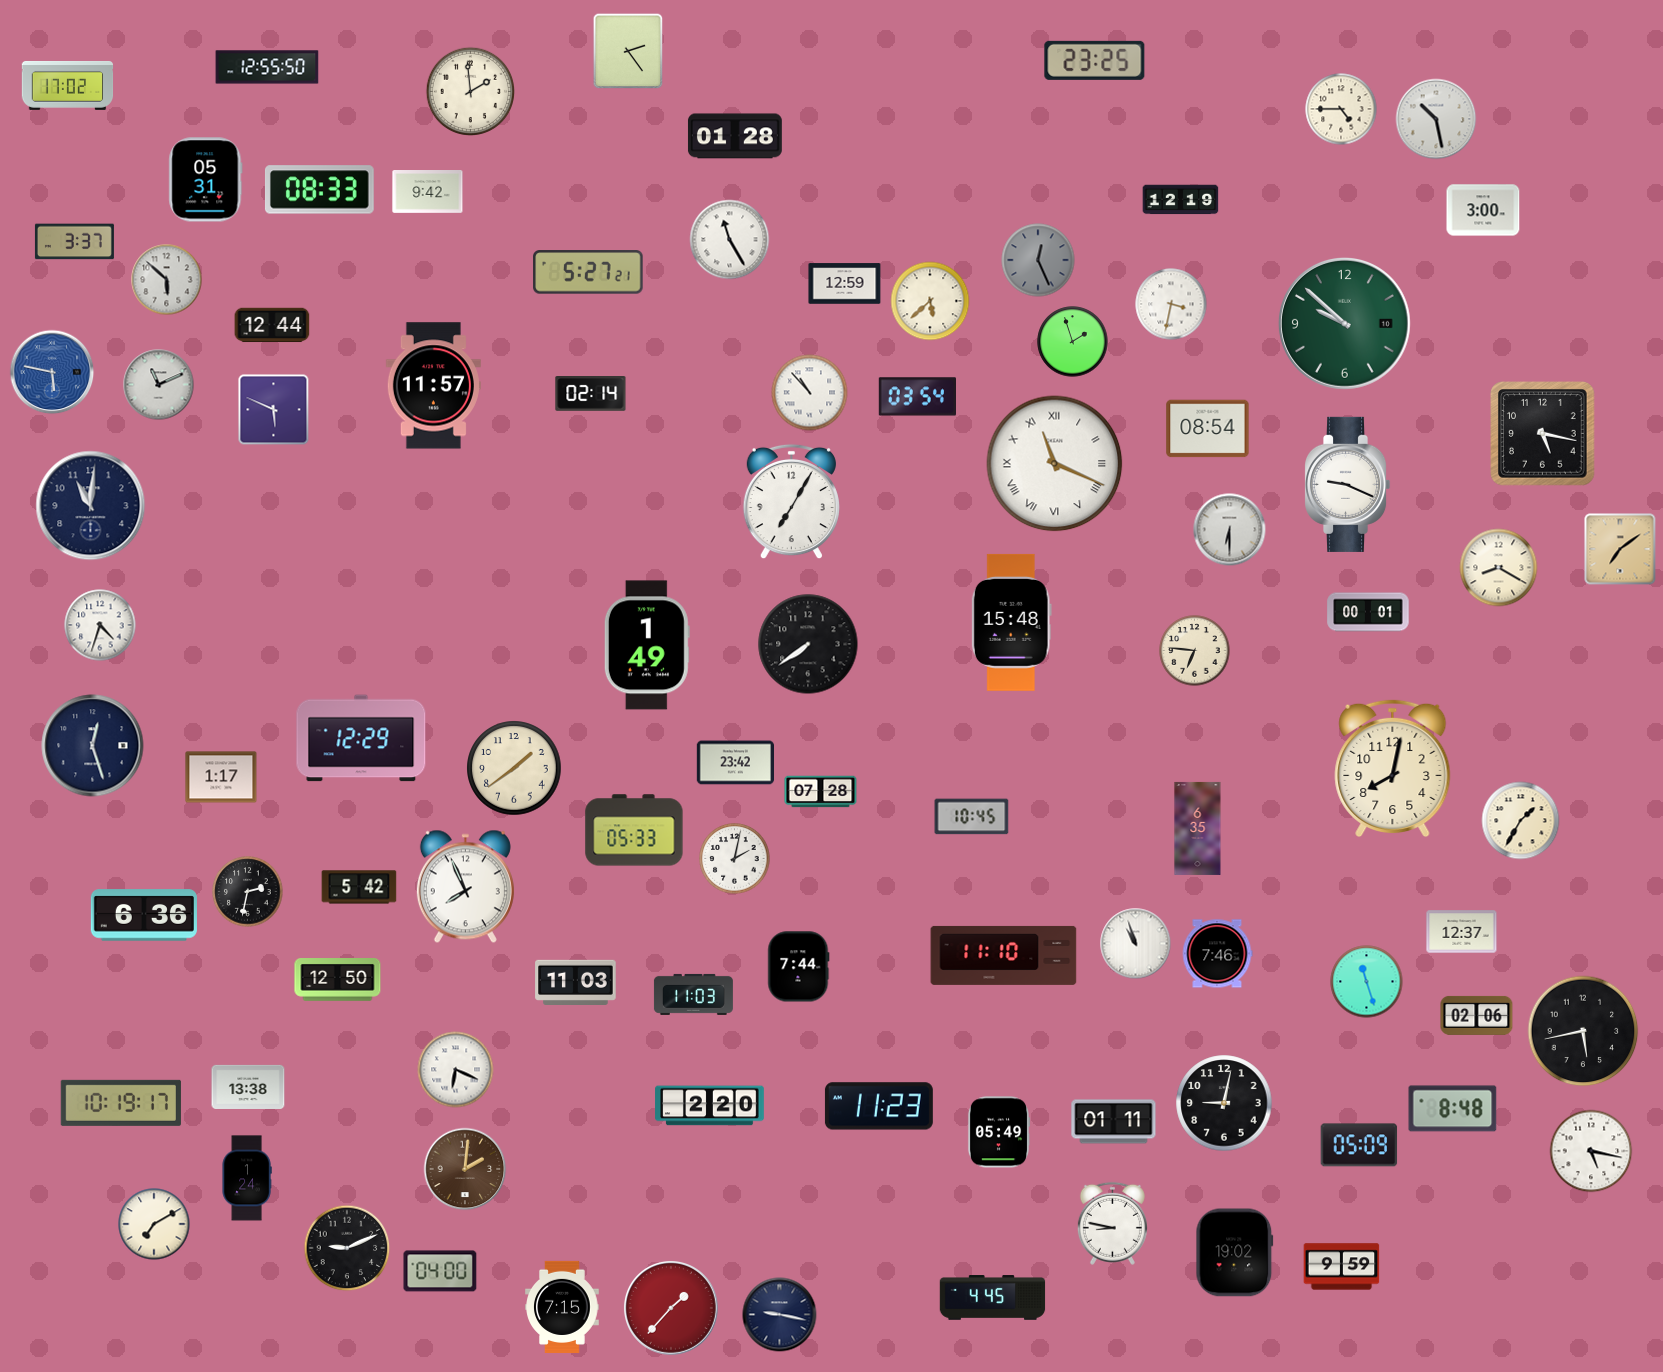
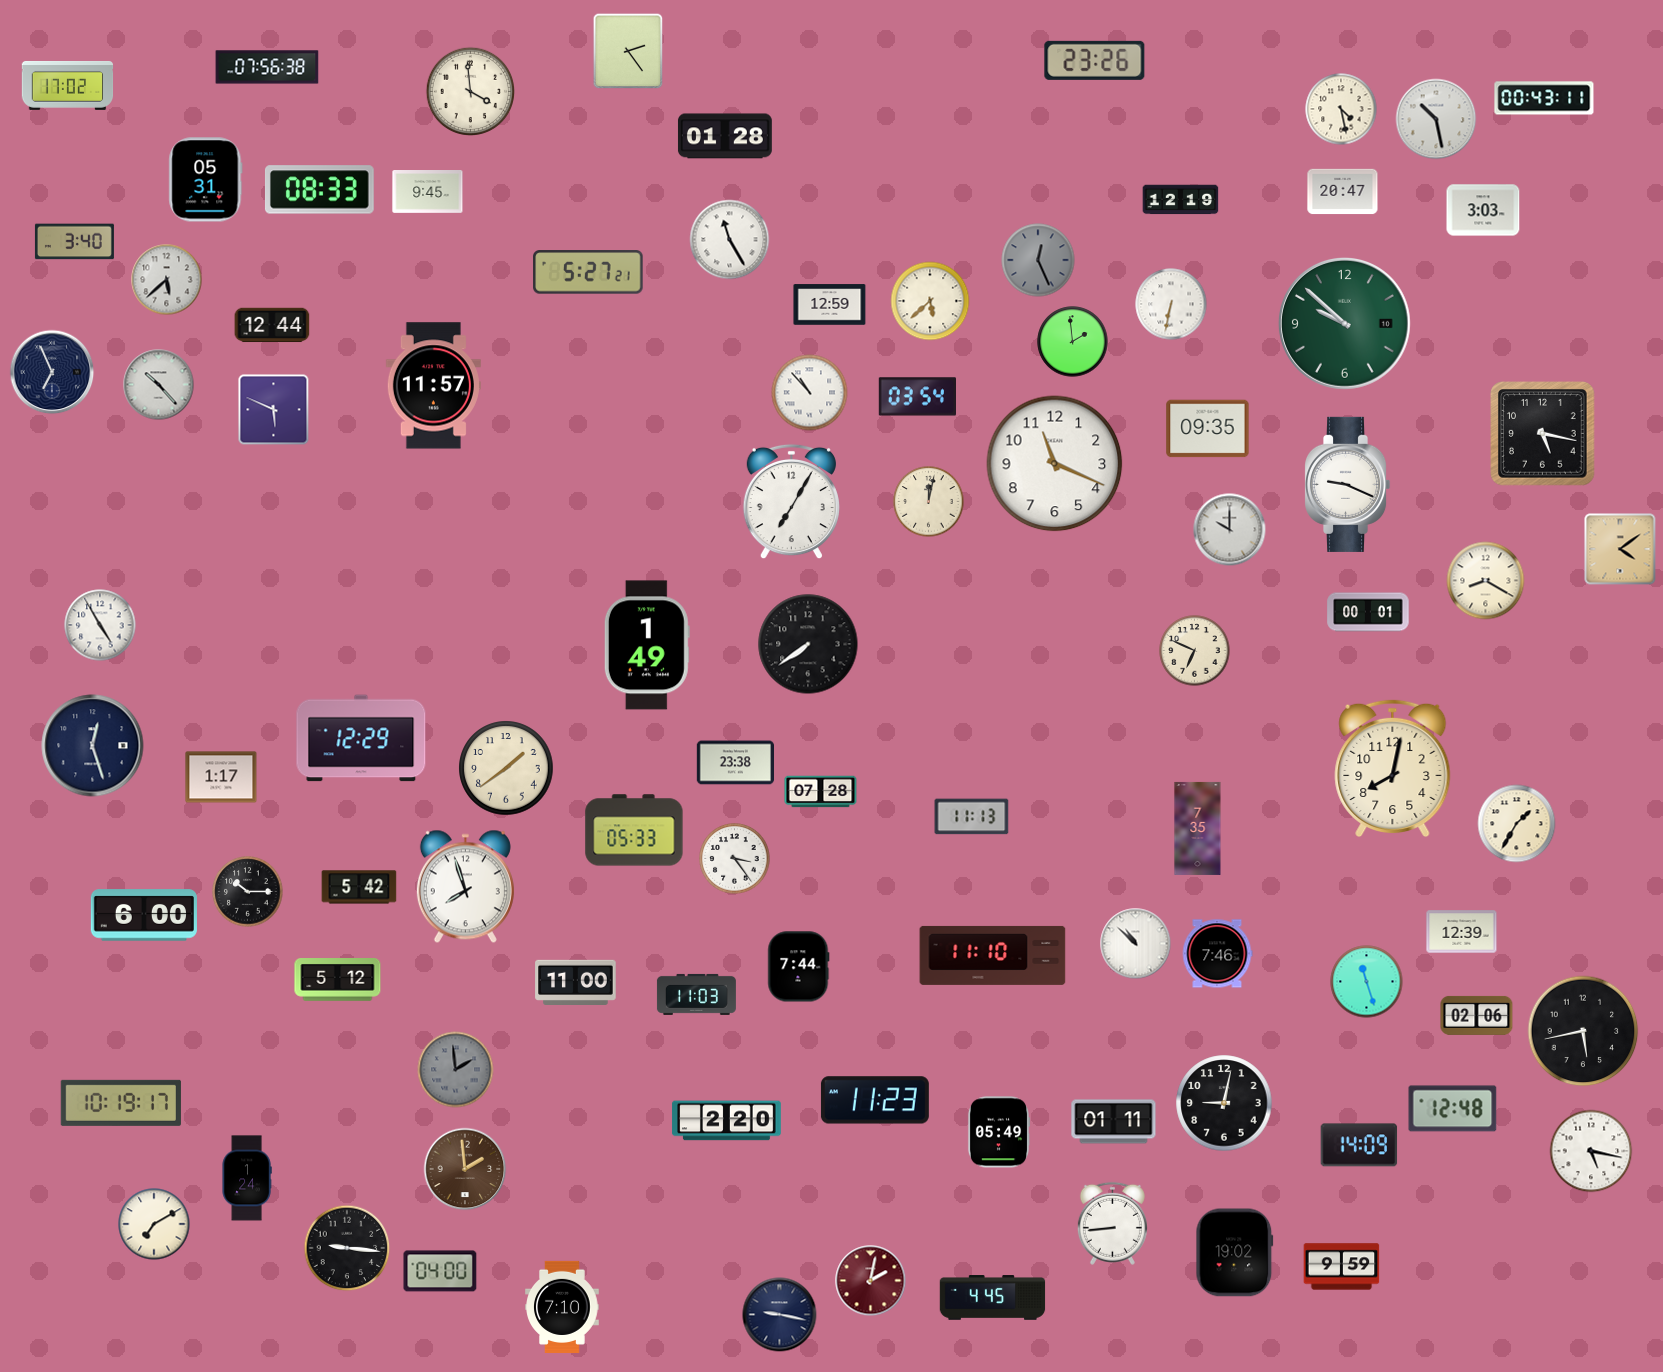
clock at (1095, 60): 23:25 -> 23:26
clock at (267, 67): 12:55 -> 07:56
clock at (470, 91): 1:59 -> 3:59
clock at (1544, 98): none -> 00:43
clock at (1341, 109): 4:45 -> 4:28
clock at (735, 136) position: (735, 136) -> (725, 136)
clock at (428, 192): 9:42 -> 9:45
clock at (1343, 192): none -> 20:47
clock at (1483, 210): 3:00 -> 3:03
clock at (74, 242): 3:37 -> 3:40
clock at (167, 280): 5:52 -> 5:38
clock at (845, 284) position: (845, 284) -> (830, 305)
clock at (1171, 304): 3:32 -> 6:32
clock at (1073, 342): 1:57 -> 1:59
clock at (52, 372): 5:47 -> 6:56
clock at (52, 372) dial: blue -> navy
clock at (159, 385): 11:11 -> 10:23
clock at (591, 394): 02:14 -> none
clock at (1208, 429): 08:54 -> 09:35
clock at (1055, 464) numerals: Roman -> Arabic
clock at (929, 502): none -> 12:02
clock at (91, 506): 11:01 -> none
clock at (1230, 530): 6:30 -> 10:00
clock at (1620, 549): 7:09 -> 4:09
clock at (1499, 568) position: (1499, 568) -> (1486, 581)
clock at (1011, 622): 15:48 -> none
clock at (100, 625): 4:33 -> 4:55
clock at (1195, 651): 6:46 -> 6:49
clock at (736, 763): 23:42 -> 23:38
clock at (514, 768) position: (514, 768) -> (506, 768)
clock at (972, 817): 10:45 -> 11:13
clock at (1521, 821) position: (1521, 821) -> (1517, 824)
clock at (1198, 828): 6:35 -> 7:35
clock at (735, 859): 2:02 -> 3:24
clock at (465, 887): 7:56 -> 7:57
clock at (248, 892): 2:32 -> 10:15
clock at (144, 915): 6:36 -> 6:00
clock at (1462, 932): 12:37 -> 12:39
clock at (1136, 944): 10:57 -> 10:52
clock at (1004, 955) position: (1004, 955) -> (993, 955)
clock at (338, 980): 12:50 -> 5:12
clock at (576, 982): 11:03 -> 11:00
clock at (693, 994) position: (693, 994) -> (696, 994)
clock at (456, 1070): 6:19 -> 1:59
clock at (456, 1070) dial: white -> grey
clock at (248, 1087): 13:38 -> none
clock at (710, 1106) position: (710, 1106) -> (727, 1121)
clock at (879, 1106) position: (879, 1106) -> (875, 1100)
clock at (1453, 1109): 8:48 -> 12:48
clock at (1359, 1145): 05:09 -> 14:09
clock at (465, 1169): 2:01 -> 1:59
clock at (1112, 1223): 8:47 -> 8:44
clock at (347, 1248): 9:11 -> 9:16
clock at (871, 1281): none -> 2:02
clock at (562, 1307): 7:15 -> 7:10
clock at (672, 1309): 1:37 -> none
